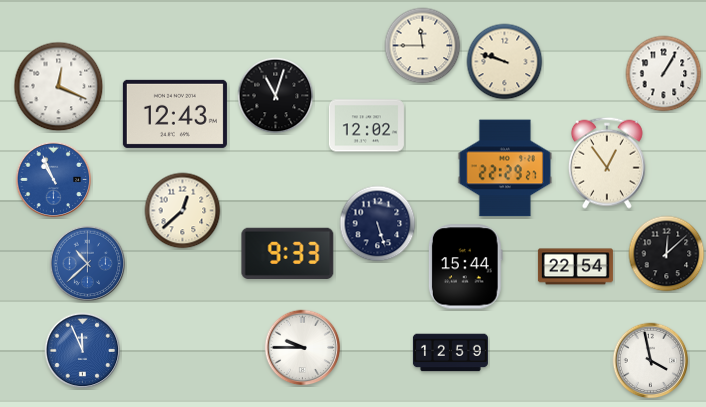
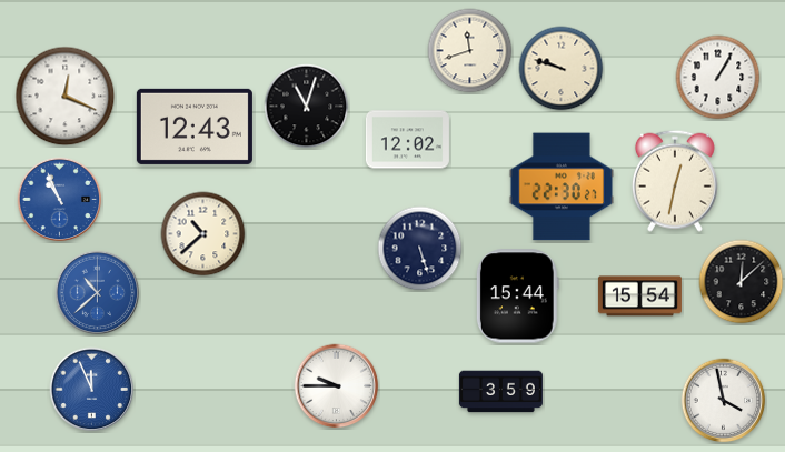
clock at (423, 46): 11:45 -> 11:42
clock at (664, 74) position: (664, 74) -> (718, 78)
clock at (607, 163): 12:54 -> 12:32
clock at (505, 168): 22:29 -> 22:30
clock at (183, 211): 12:38 -> 10:38
clock at (288, 253): 9:33 -> none
clock at (575, 267): 22:54 -> 15:54
clock at (450, 353): 12:59 -> 3:59
